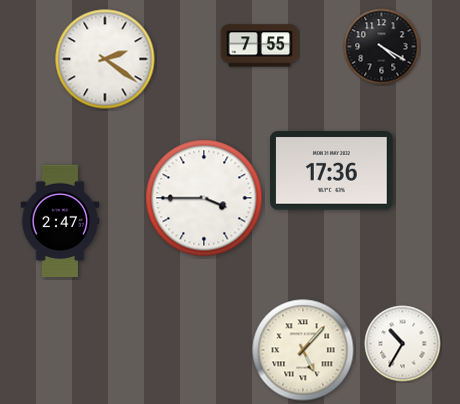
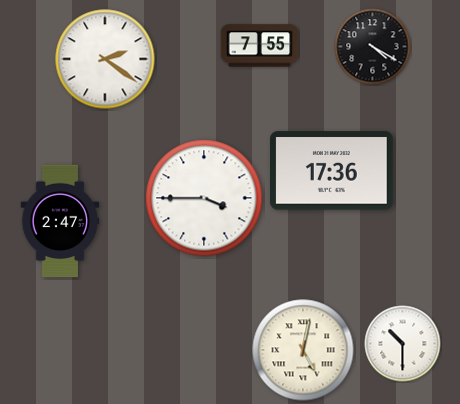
clock at (382, 47) position: (382, 47) -> (373, 47)
clock at (403, 344): 10:35 -> 10:30
clock at (303, 350): 5:07 -> 5:02
